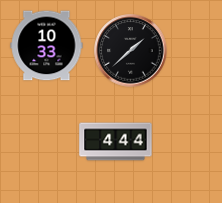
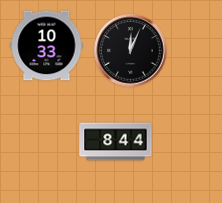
clock at (131, 51): 1:38 -> 12:04
clock at (116, 142): 4:44 -> 8:44
